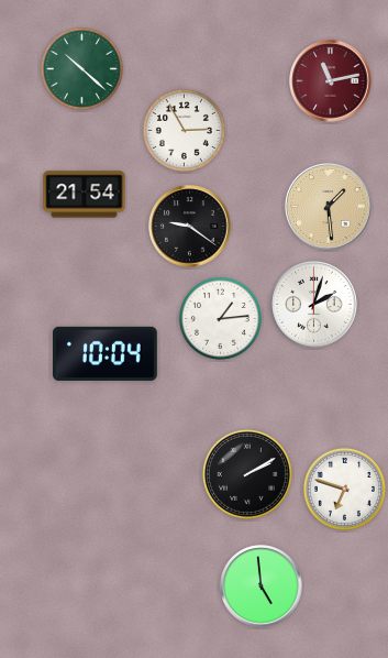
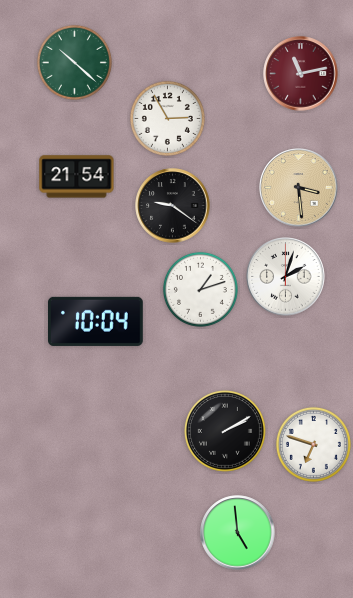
clock at (329, 207): 1:29 -> 3:29
clock at (220, 318): 1:14 -> 1:12
